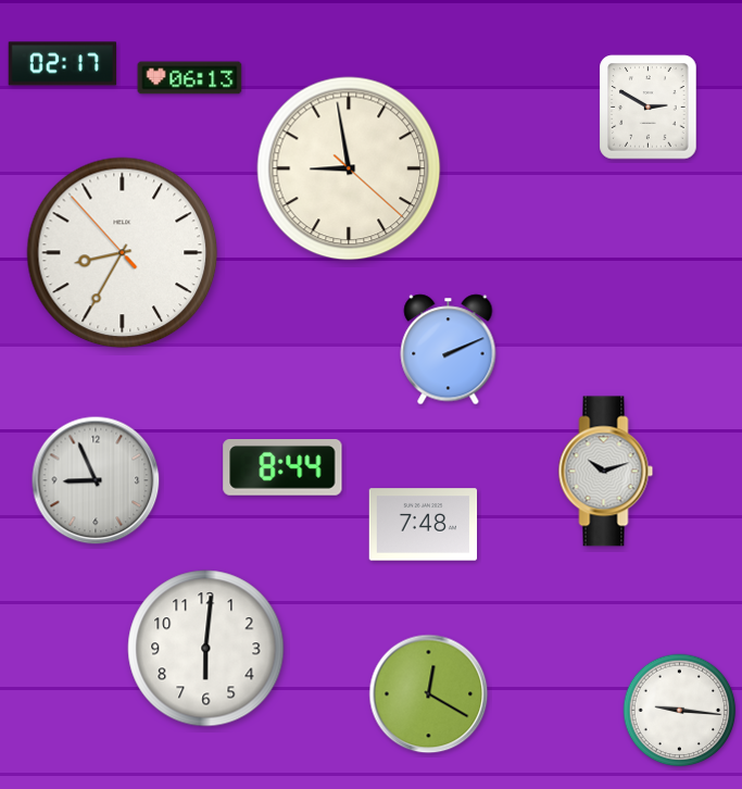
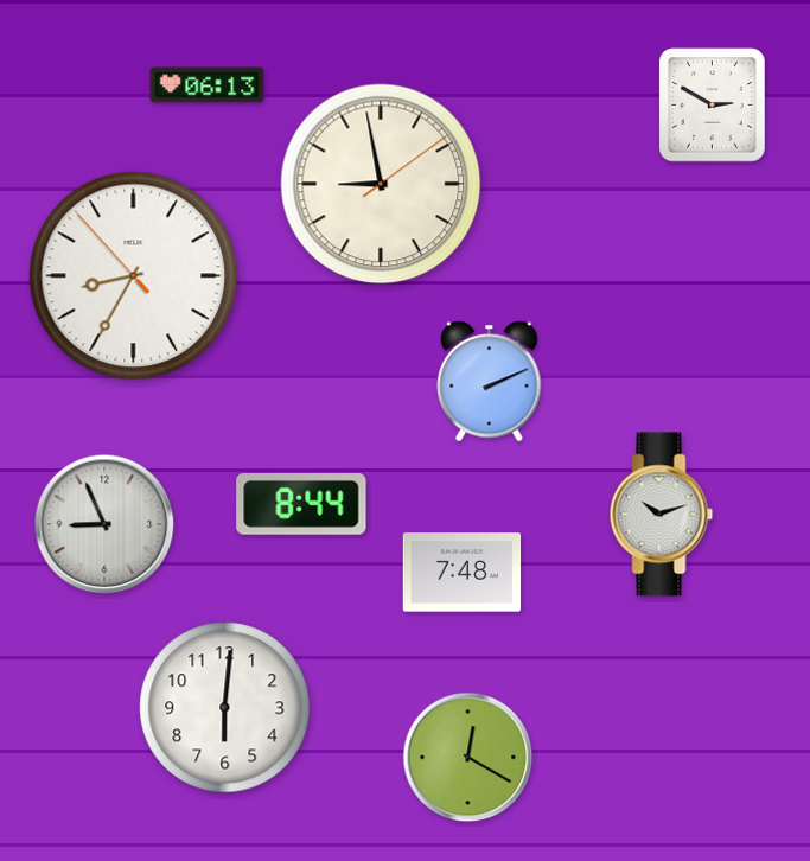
clock at (63, 64): 02:17 -> none
clock at (649, 108) position: (649, 108) -> (713, 106)
clock at (349, 168): 8:58:22 -> 8:58:09
clock at (282, 468) position: (282, 468) -> (301, 505)
clock at (680, 711): 9:16 -> none
